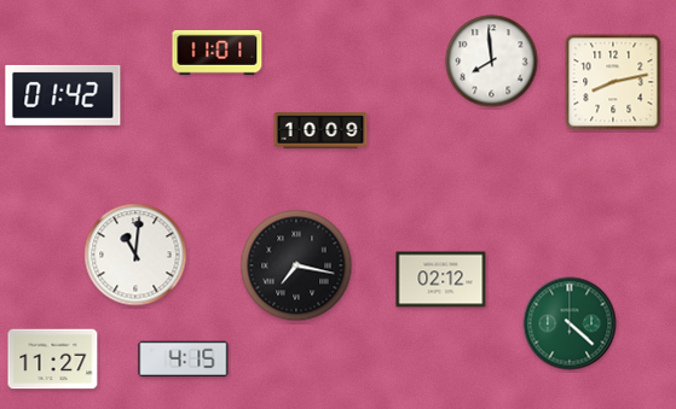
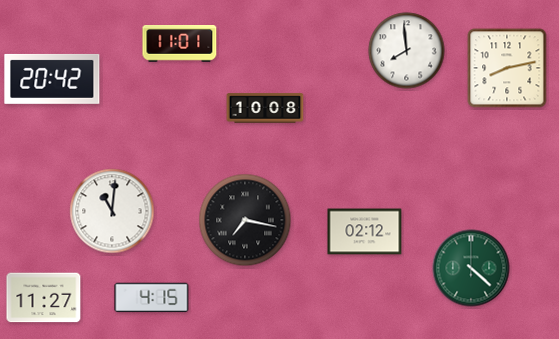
clock at (63, 95): 01:42 -> 20:42
clock at (320, 130): 10:09 -> 10:08
